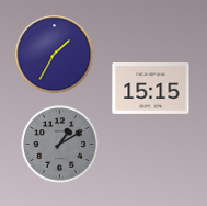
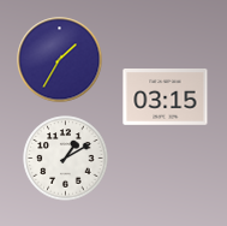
clock at (151, 89): 15:15 -> 03:15
clock at (60, 145) dial: grey -> white
